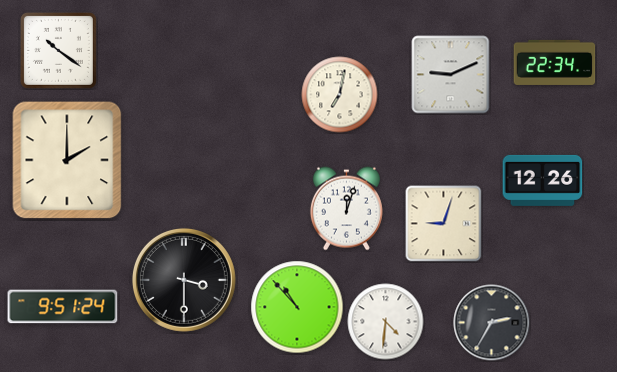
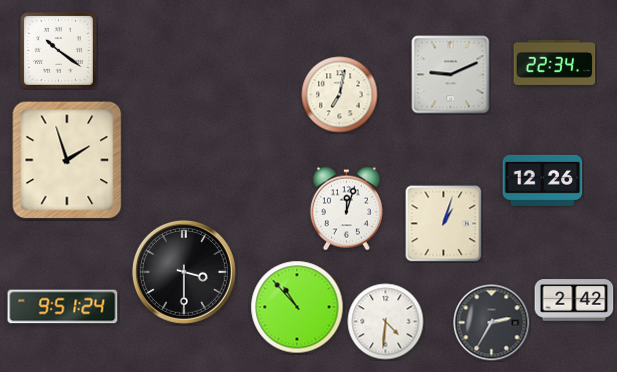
clock at (67, 160): 2:00 -> 1:57
clock at (444, 224): 9:03 -> 1:03
clock at (184, 280) position: (184, 280) -> (184, 272)
clock at (574, 300): none -> 2:42
